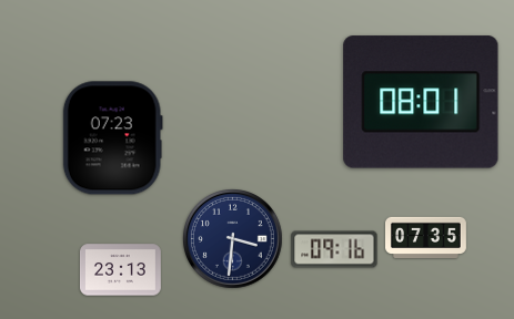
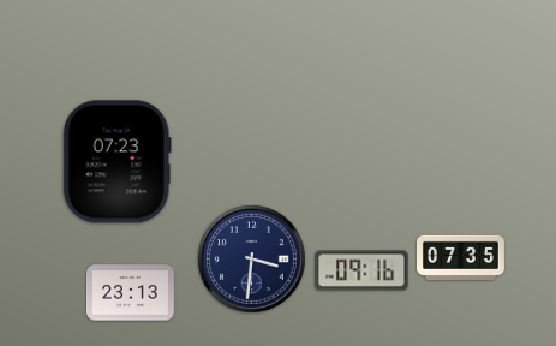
clock at (421, 102): 08:01 -> none
clock at (112, 138) position: (112, 138) -> (116, 162)
